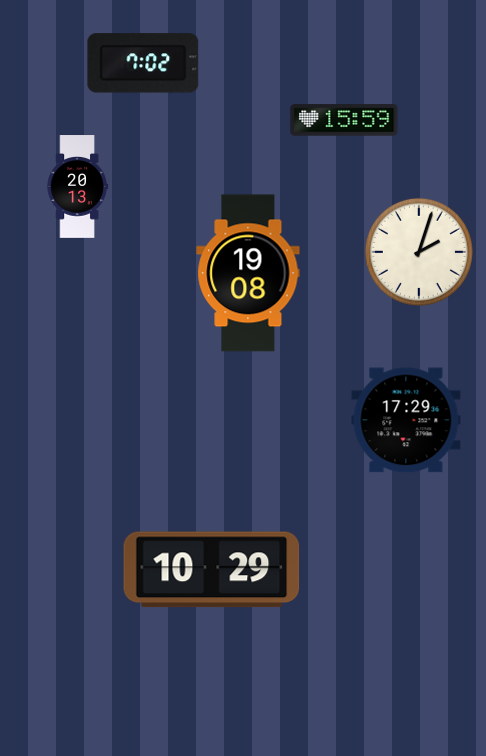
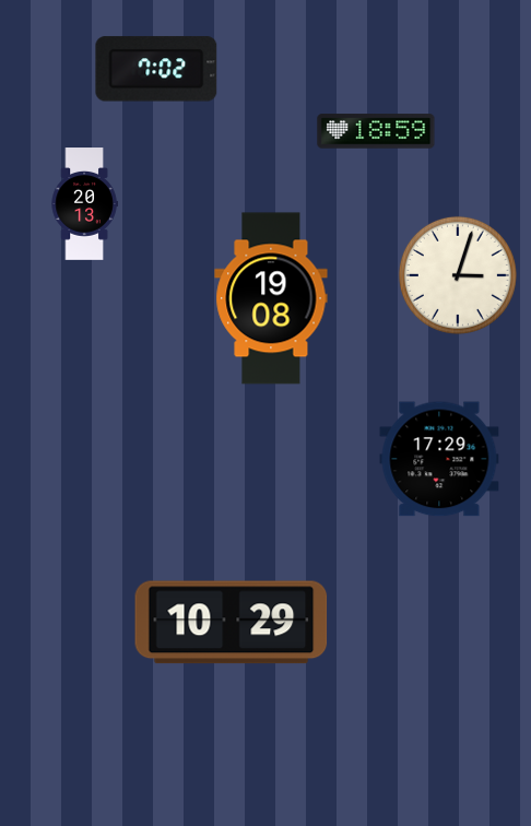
clock at (344, 120): 15:59 -> 18:59
clock at (419, 252): 2:03 -> 3:03
clock at (406, 420) position: (406, 420) -> (439, 459)
